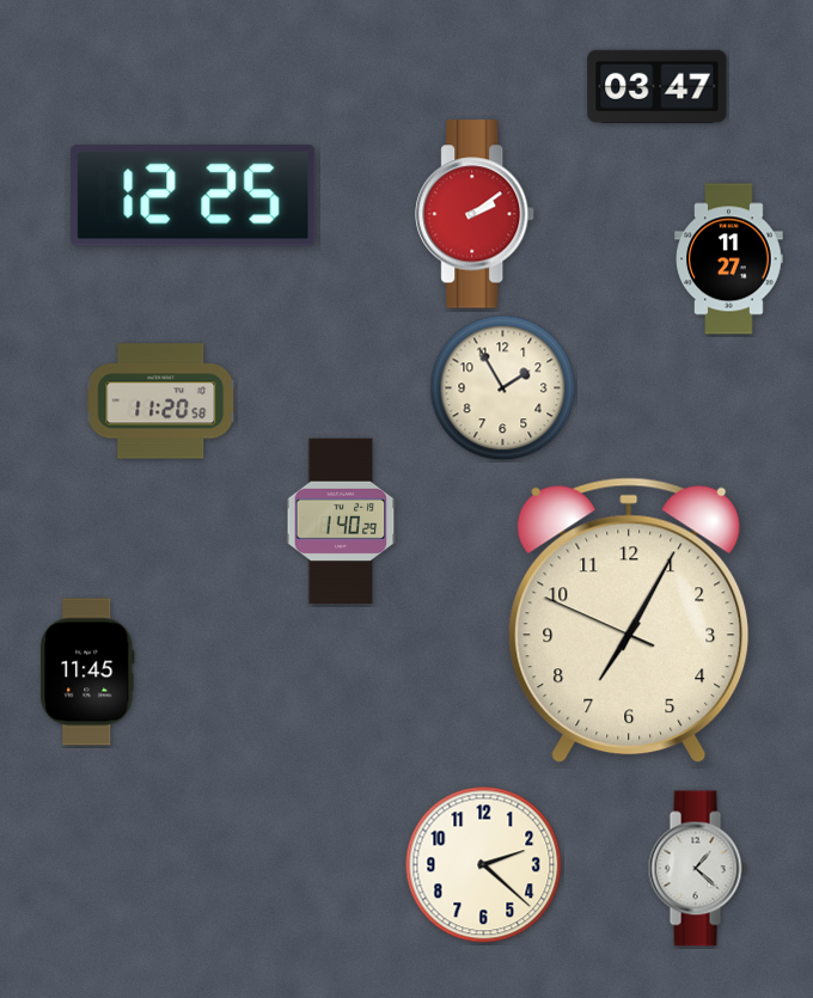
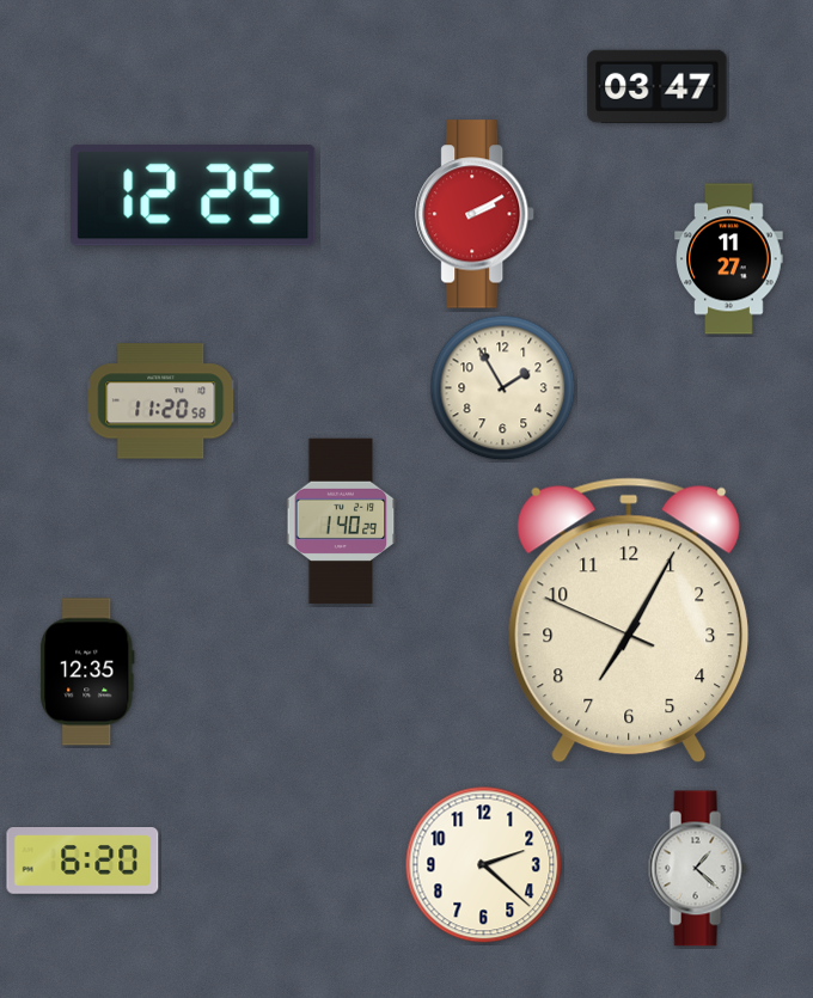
clock at (476, 214): 2:09 -> 2:10
clock at (87, 672): 11:45 -> 12:35
clock at (82, 862): none -> 6:20
